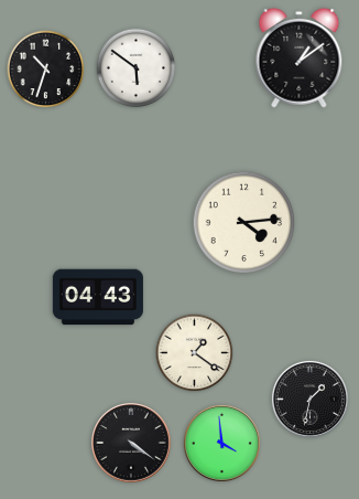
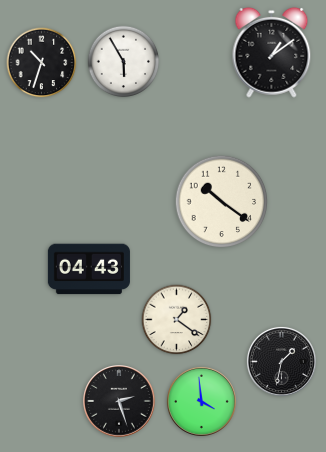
clock at (137, 68): 5:51 -> 5:55
clock at (244, 223): 4:14 -> 10:21
clock at (131, 443): 4:21 -> 2:27
